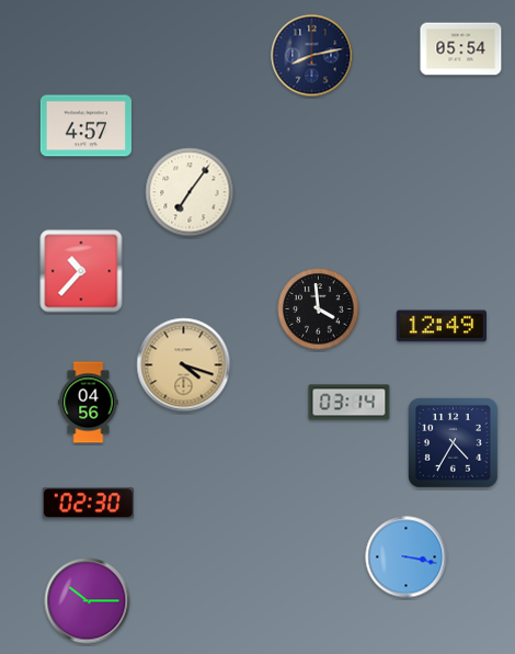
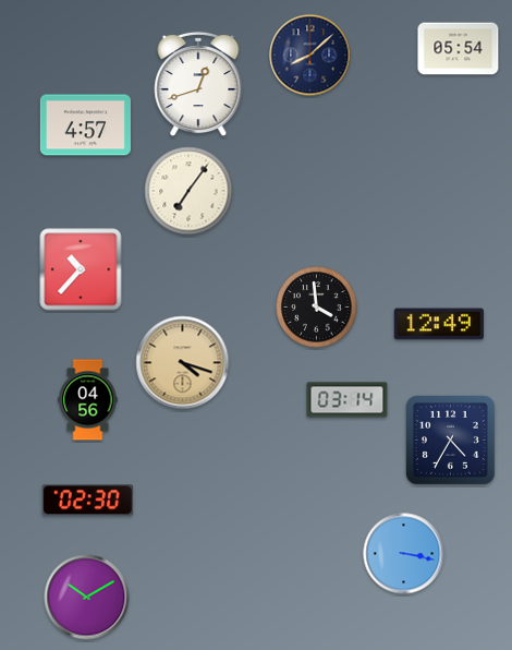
clock at (312, 56): 8:13 -> 8:08
clock at (198, 84): none -> 12:42
clock at (88, 601): 10:15 -> 10:10
